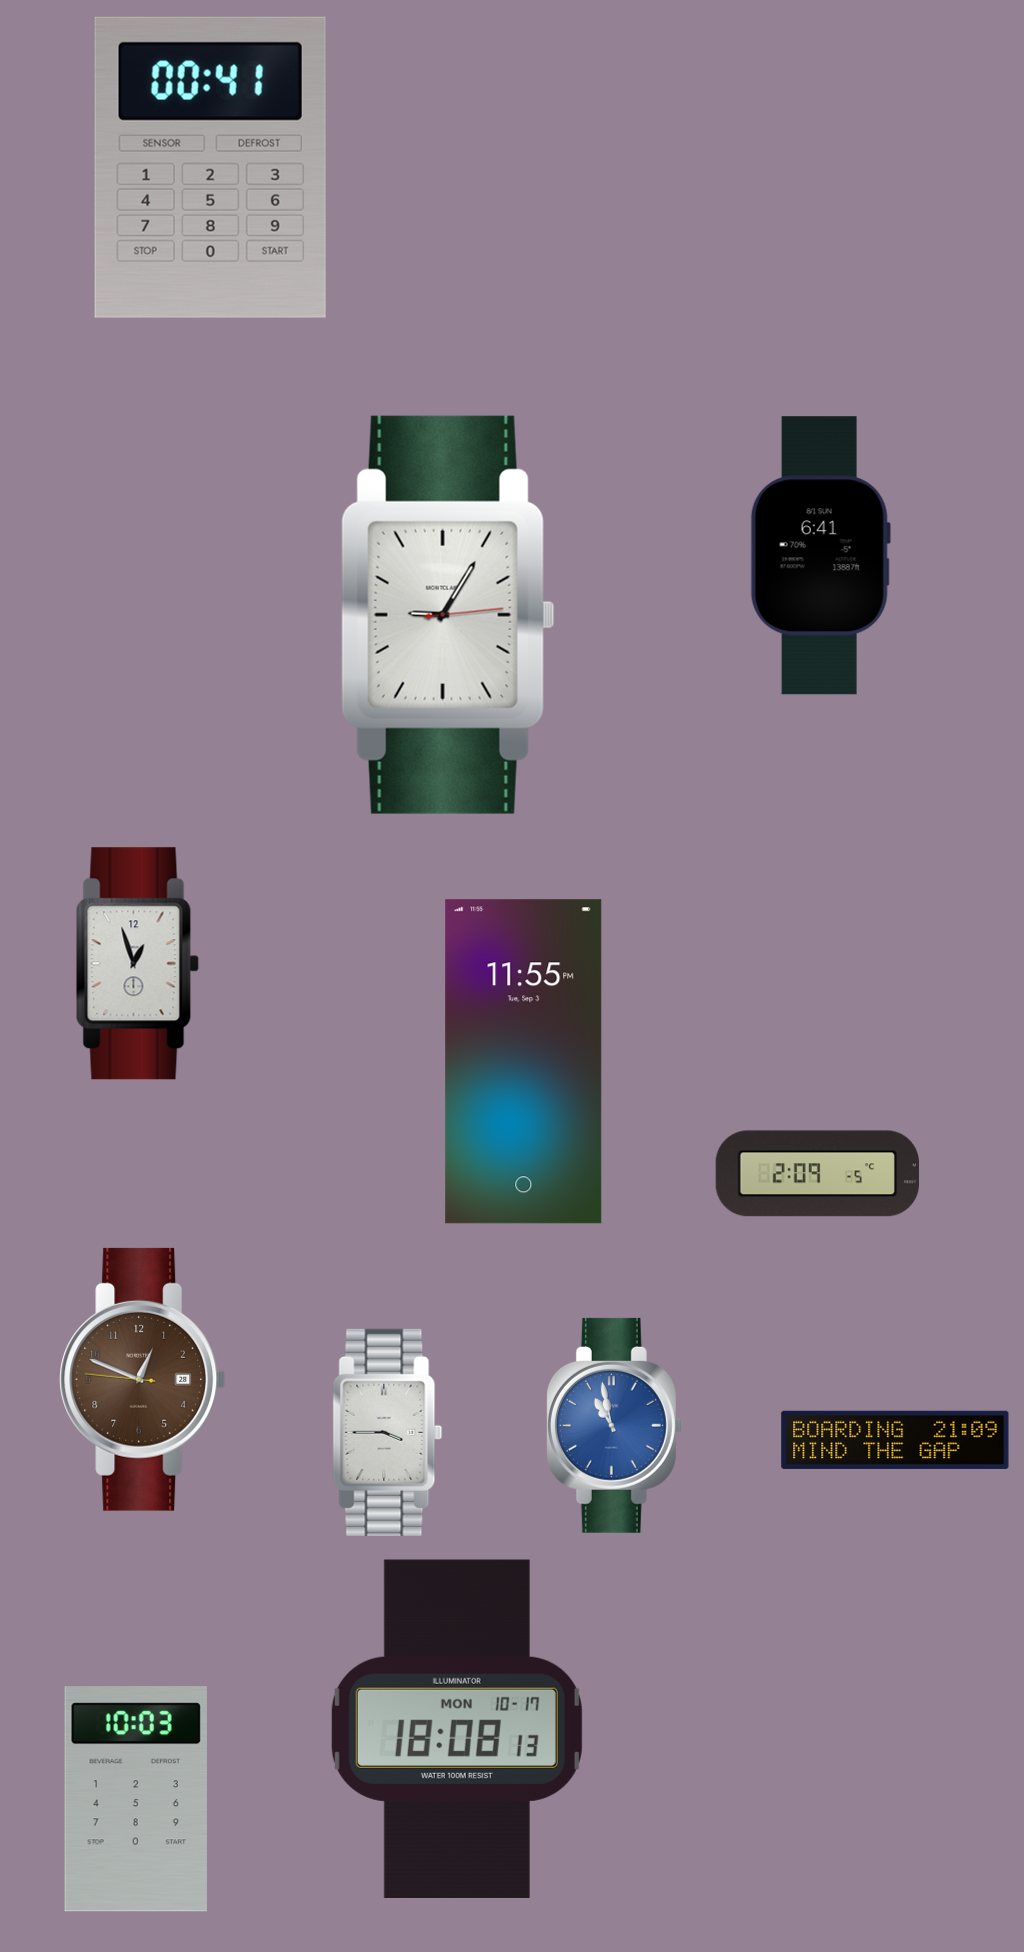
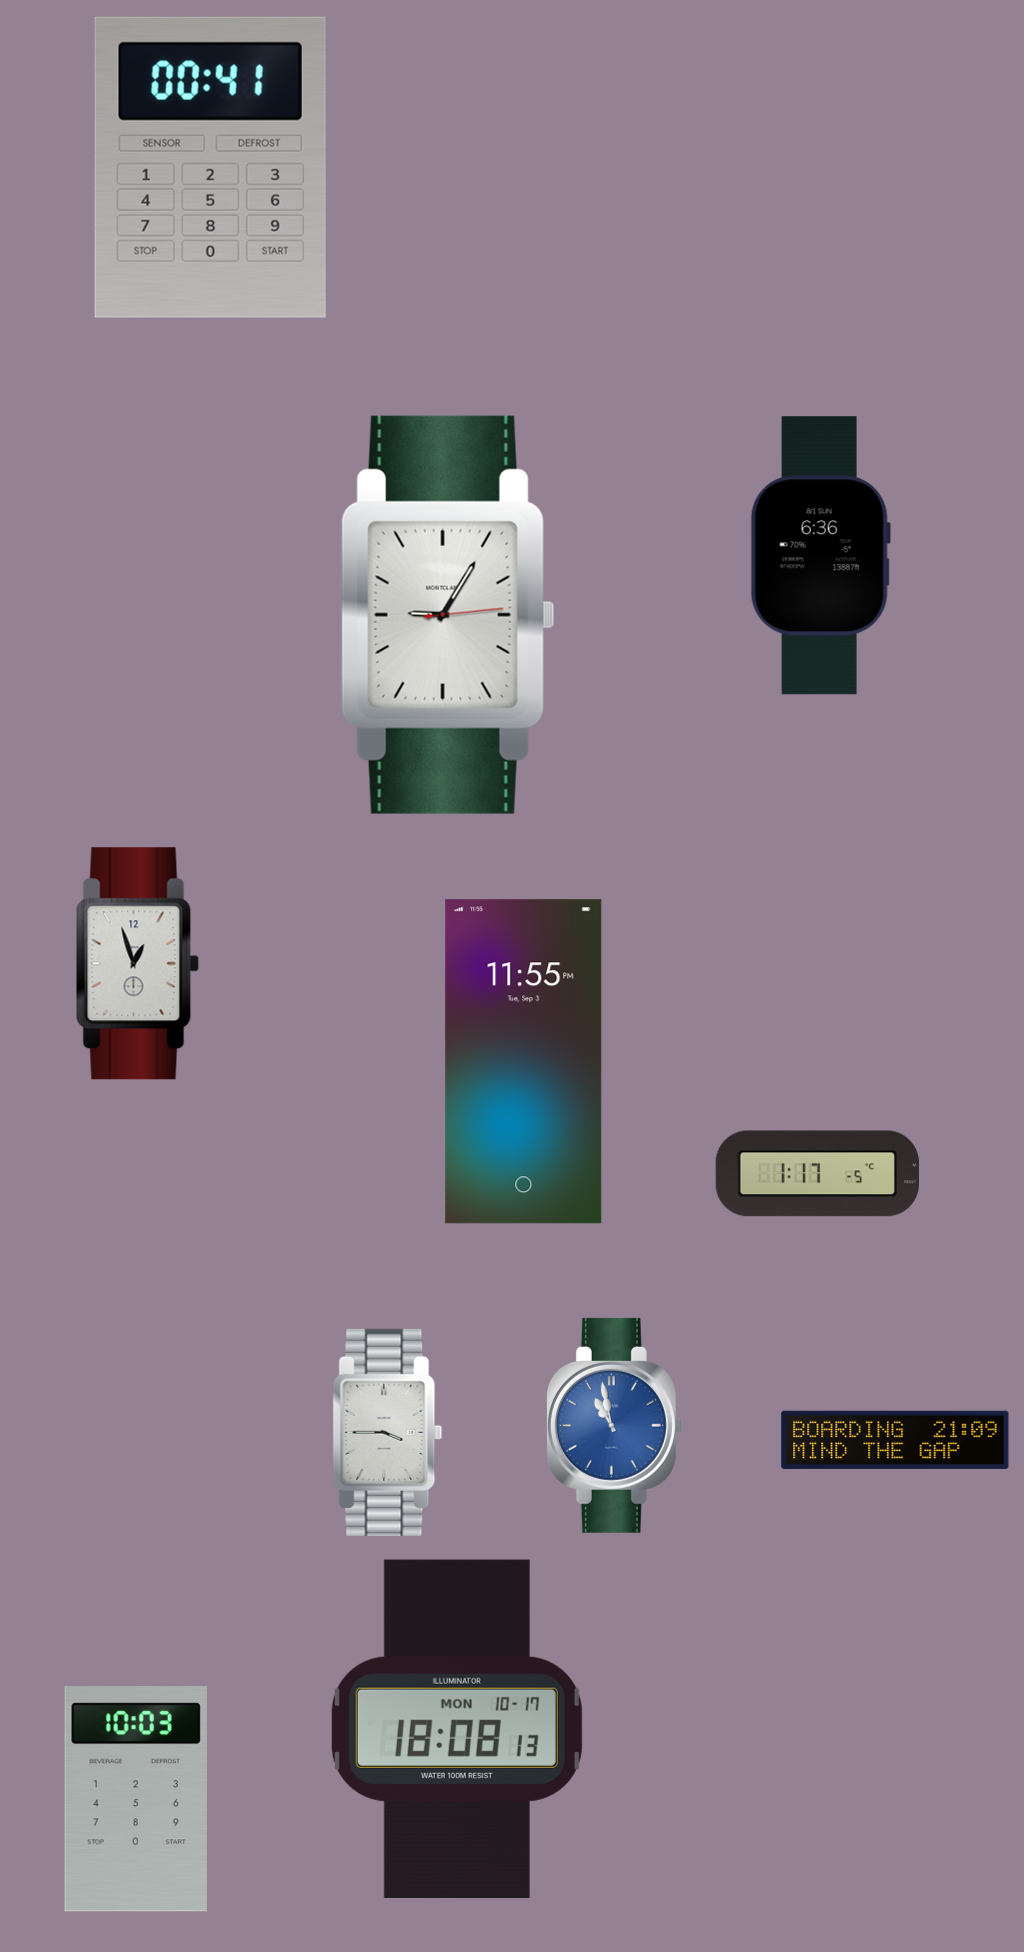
clock at (820, 556): 6:41 -> 6:36
clock at (817, 1174): 2:09 -> 1:17
clock at (143, 1379): 12:48 -> none
